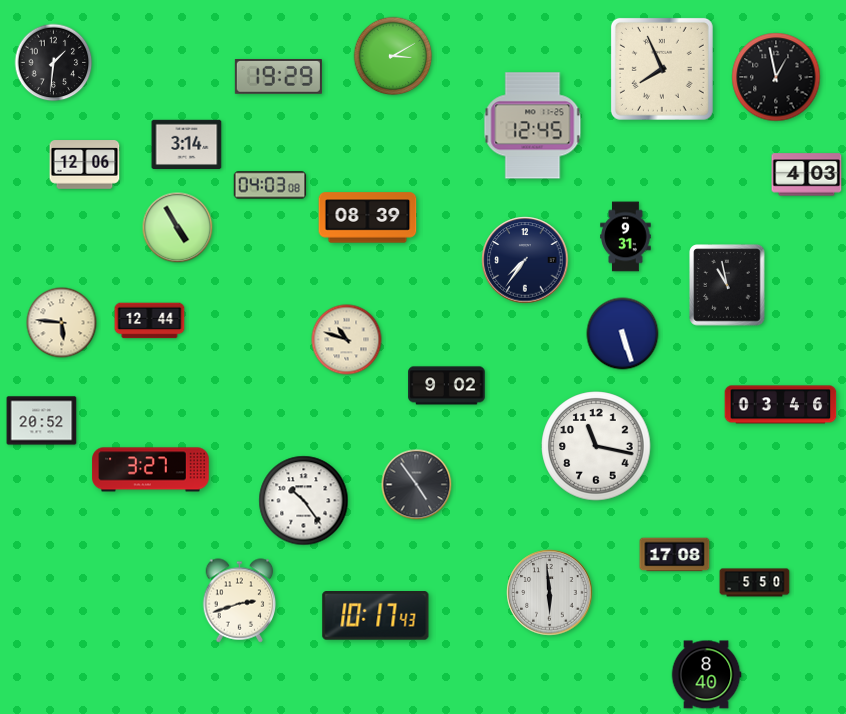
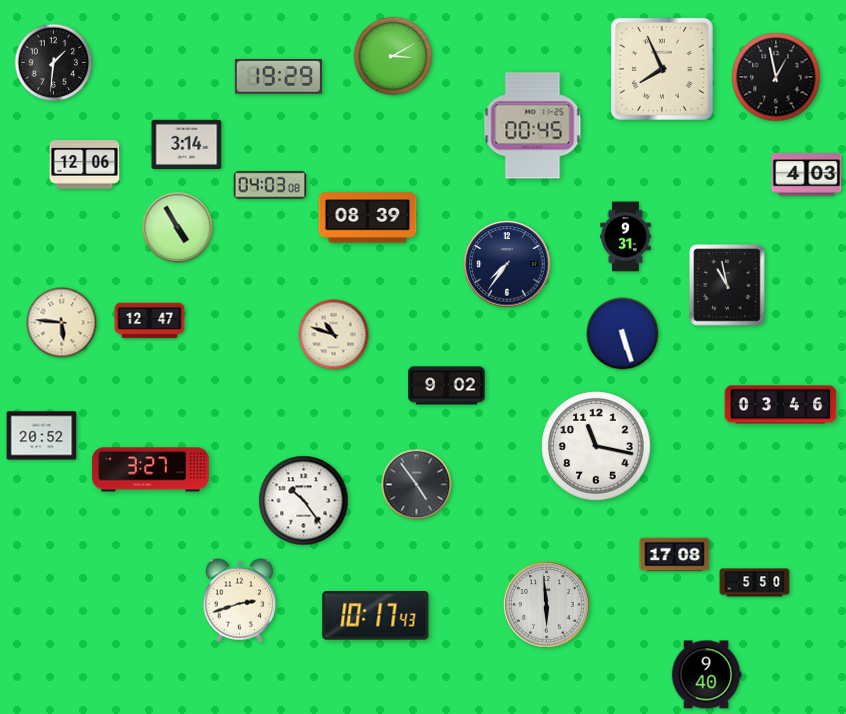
clock at (533, 126): 12:45 -> 00:45
clock at (525, 260) position: (525, 260) -> (507, 264)
clock at (150, 321): 12:44 -> 12:47
clock at (347, 340) position: (347, 340) -> (334, 335)
clock at (42, 421) position: (42, 421) -> (42, 436)
clock at (550, 593) position: (550, 593) -> (547, 605)
clock at (706, 675): 8:40 -> 9:40
